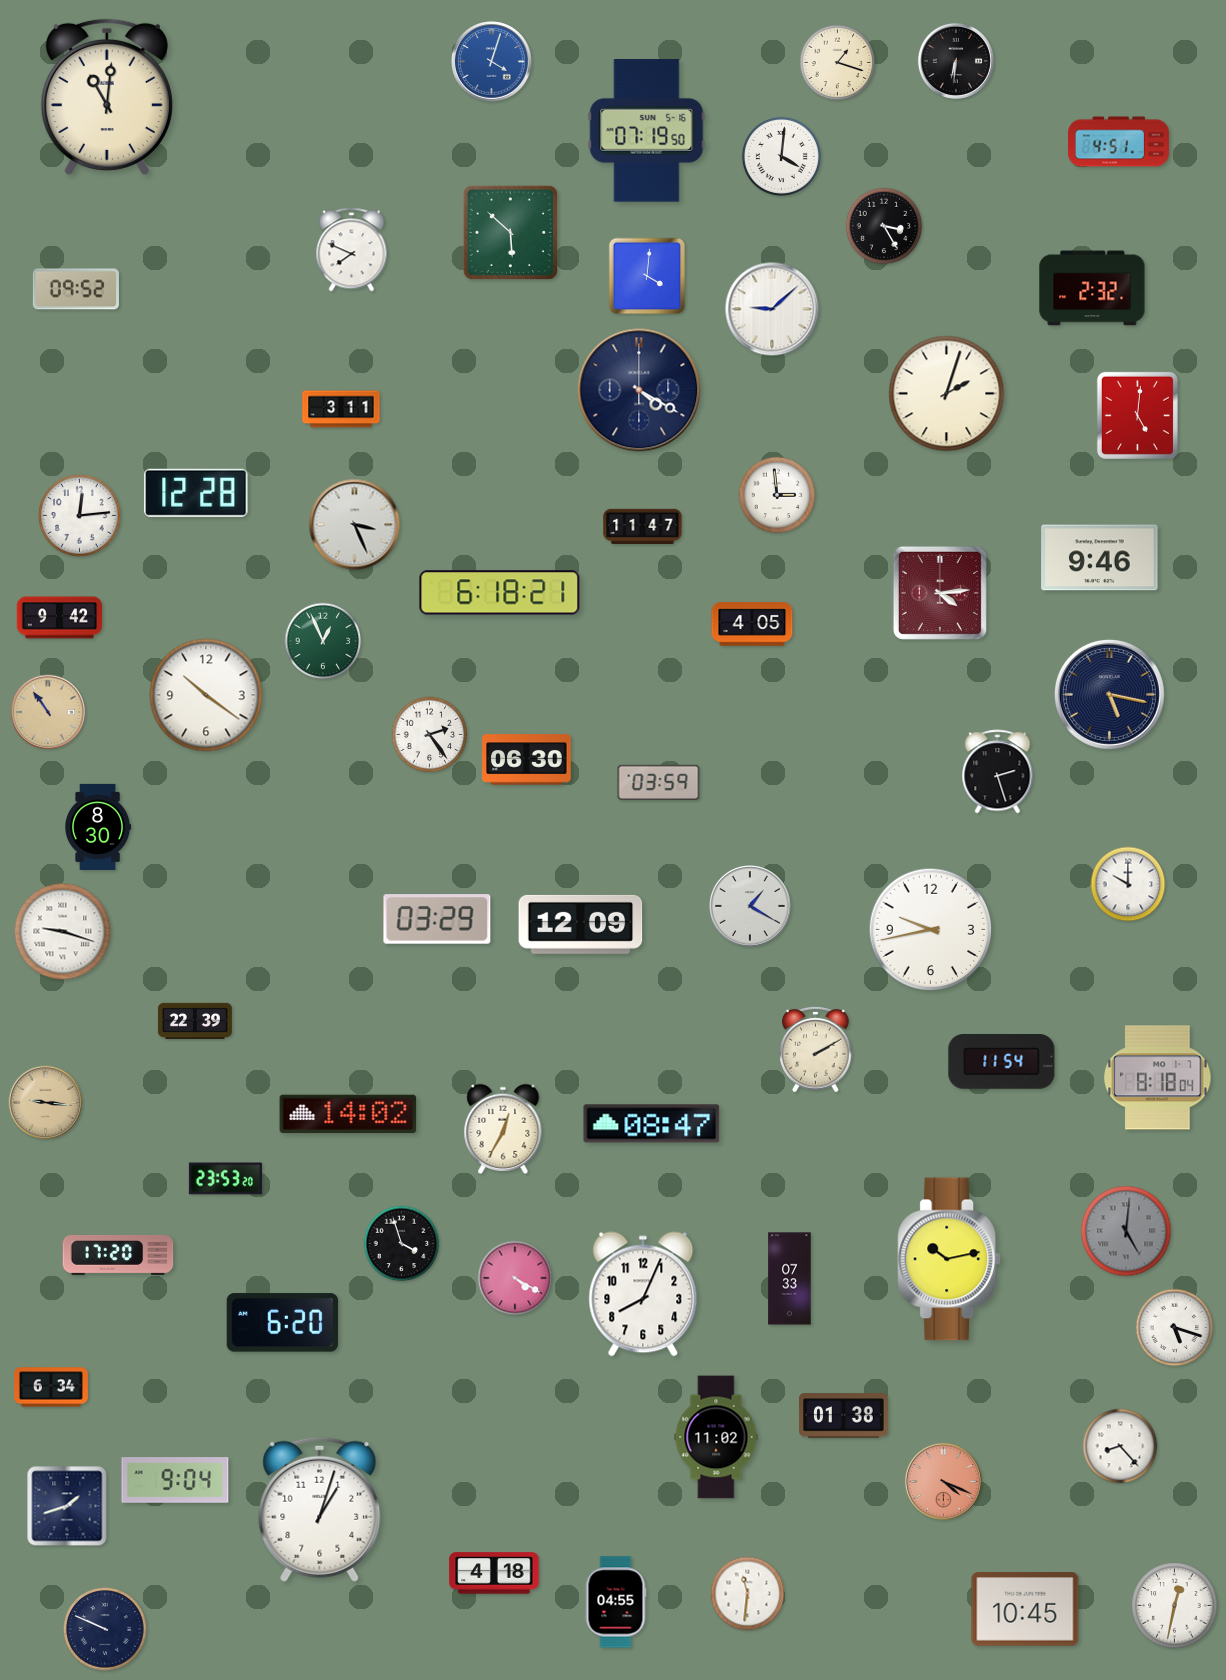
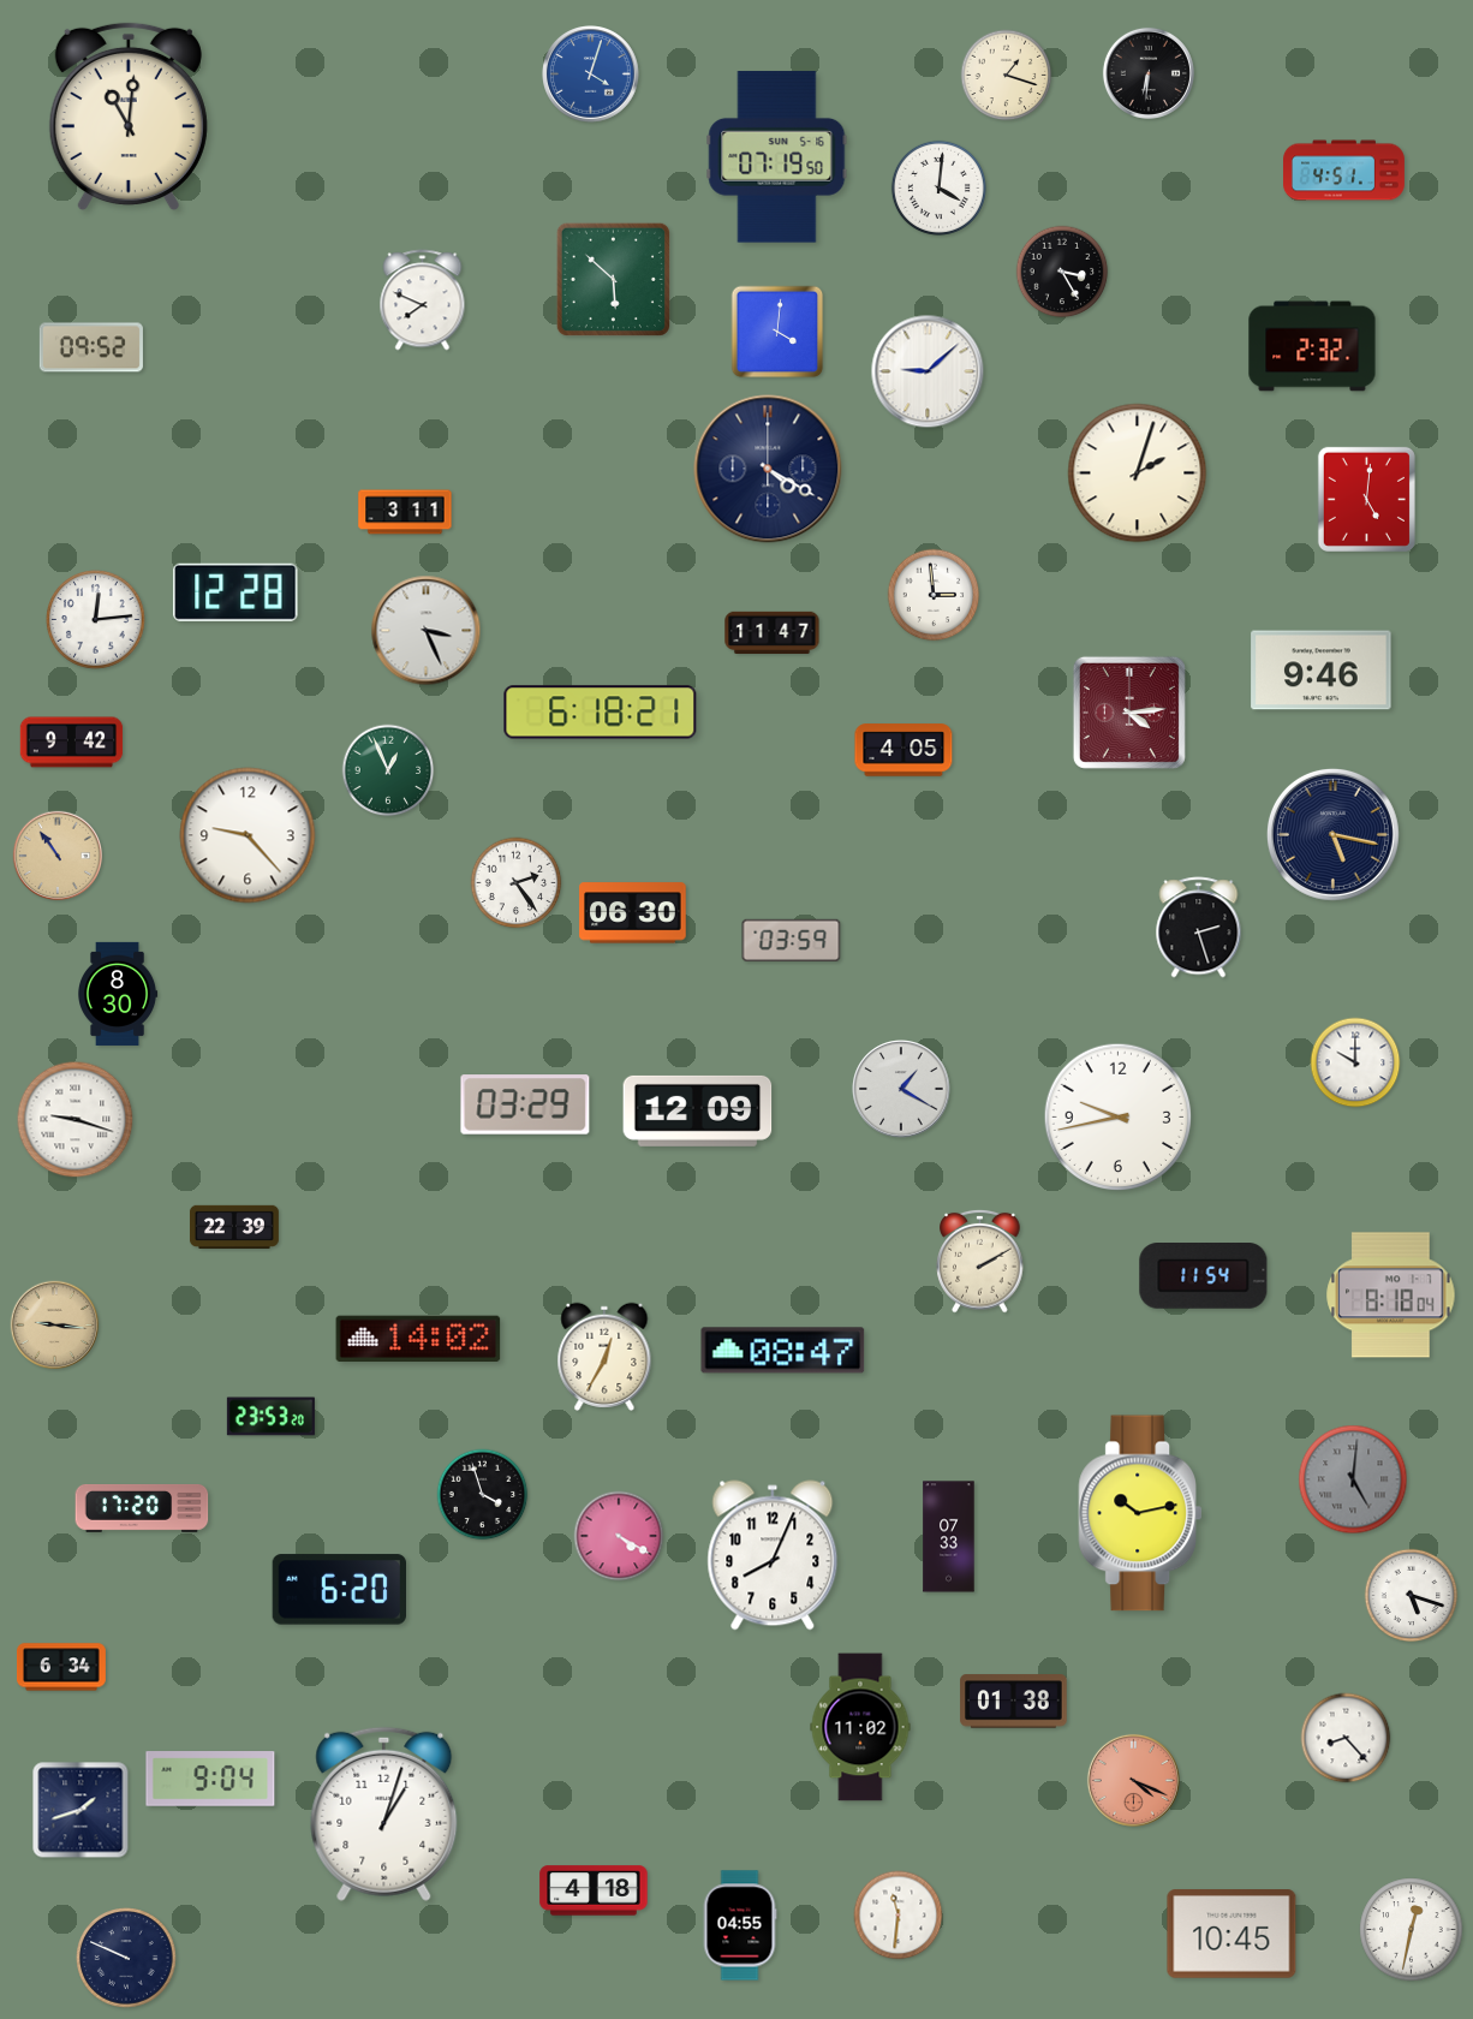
clock at (341, 409) position: (341, 409) -> (405, 512)
clock at (206, 695): 10:21 -> 9:23
